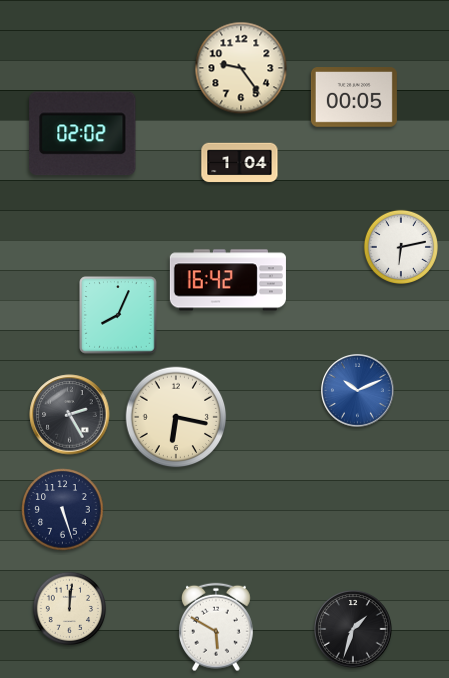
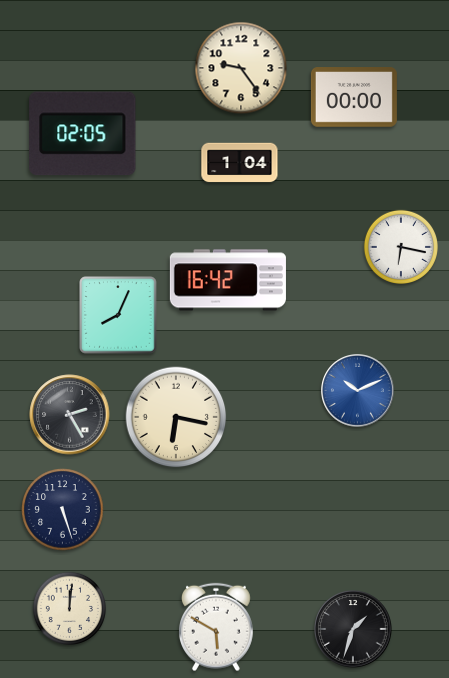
clock at (354, 97): 00:05 -> 00:00
clock at (83, 134): 02:02 -> 02:05
clock at (400, 246): 6:13 -> 6:17
